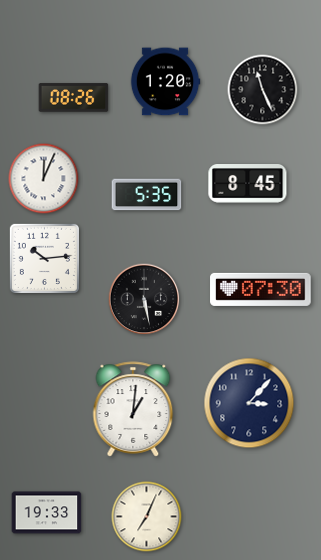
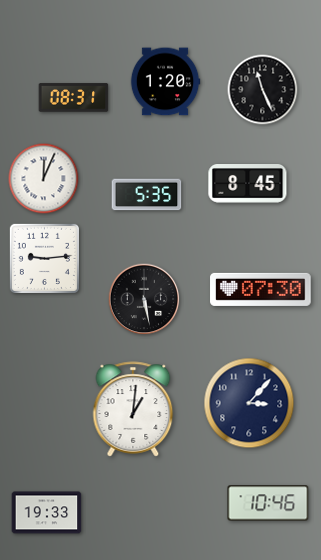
clock at (74, 98): 08:26 -> 08:31
clock at (44, 258): 10:14 -> 9:14
clock at (268, 503): none -> 10:46
clock at (147, 517): 7:04 -> none
